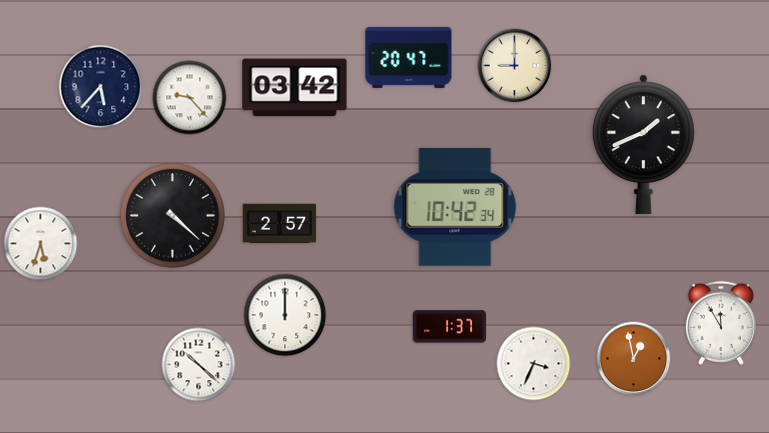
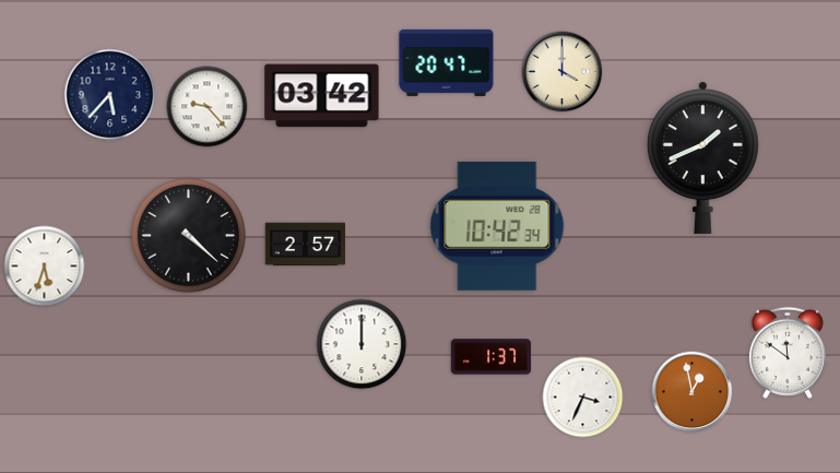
clock at (515, 66): 9:00 -> 4:00
clock at (285, 315) position: (285, 315) -> (362, 344)
clock at (721, 323): 11:55 -> 11:51
clock at (199, 365): 10:22 -> none
